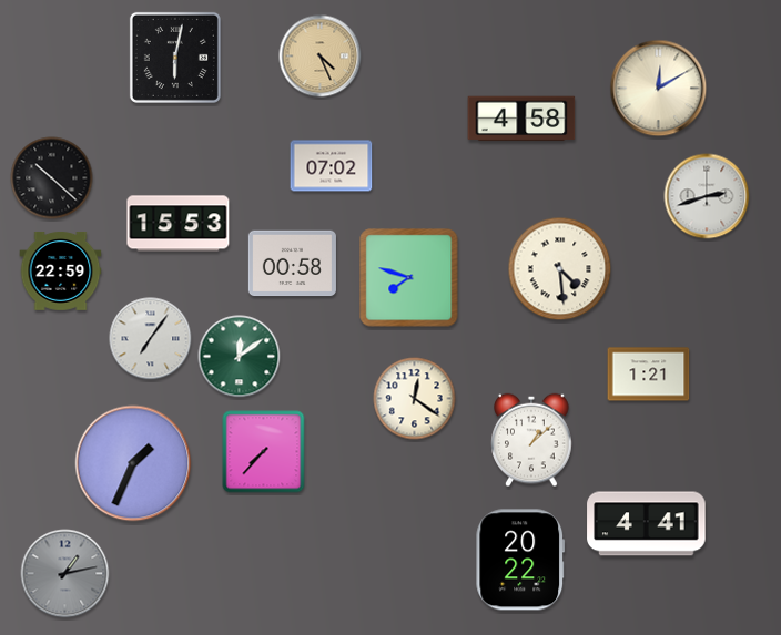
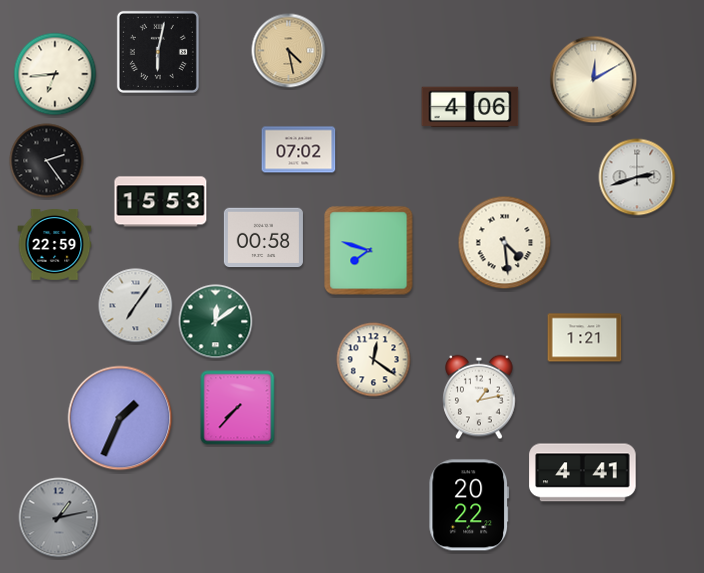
clock at (321, 57): 4:26 -> 4:28
clock at (55, 74): none -> 6:44
clock at (521, 119): 4:58 -> 4:06
clock at (52, 178): 10:22 -> 2:24
clock at (531, 440): 1:08 -> 1:13
